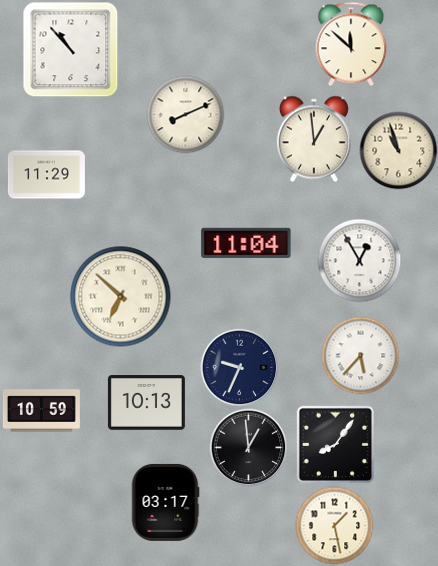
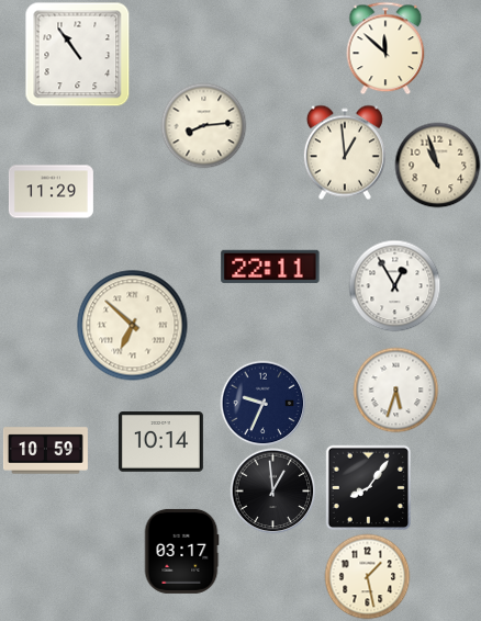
clock at (70, 49): 10:53 -> 10:54
clock at (185, 114): 8:11 -> 8:14
clock at (246, 243): 11:04 -> 22:11
clock at (360, 355): 5:37 -> 5:33
clock at (146, 403): 10:13 -> 10:14
